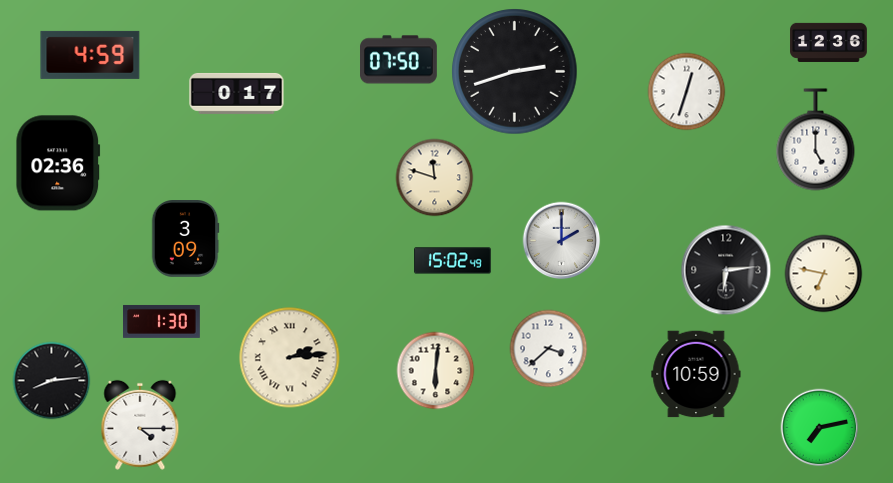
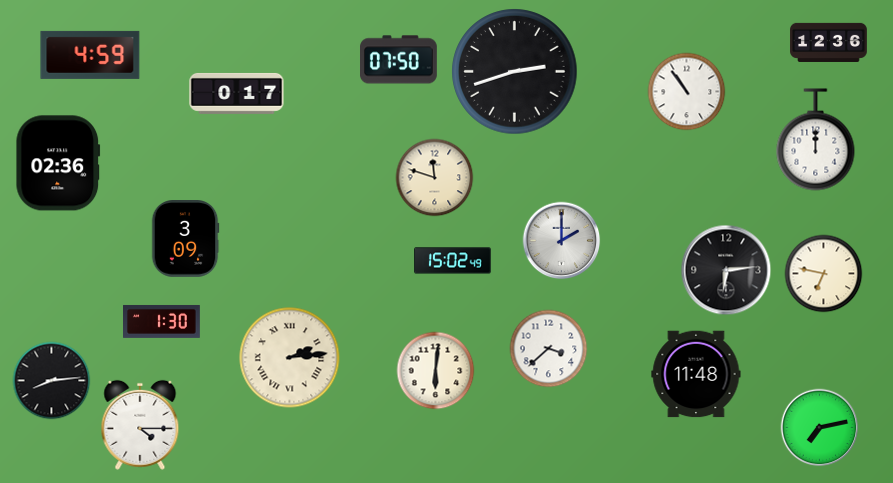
clock at (686, 91): 12:33 -> 10:54
clock at (816, 140): 5:00 -> 12:00
clock at (696, 374): 10:59 -> 11:48
